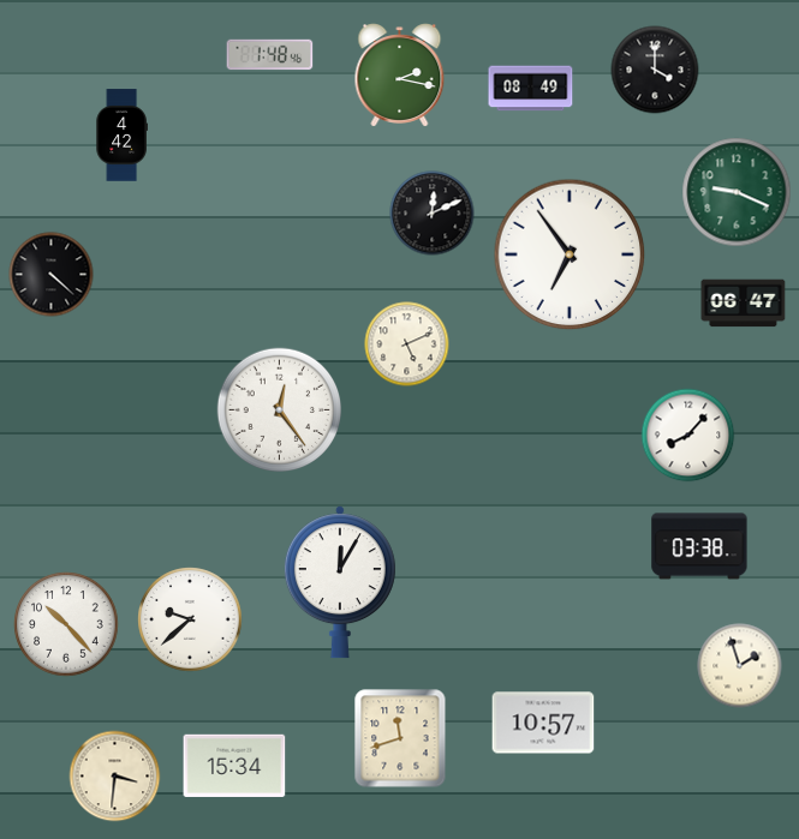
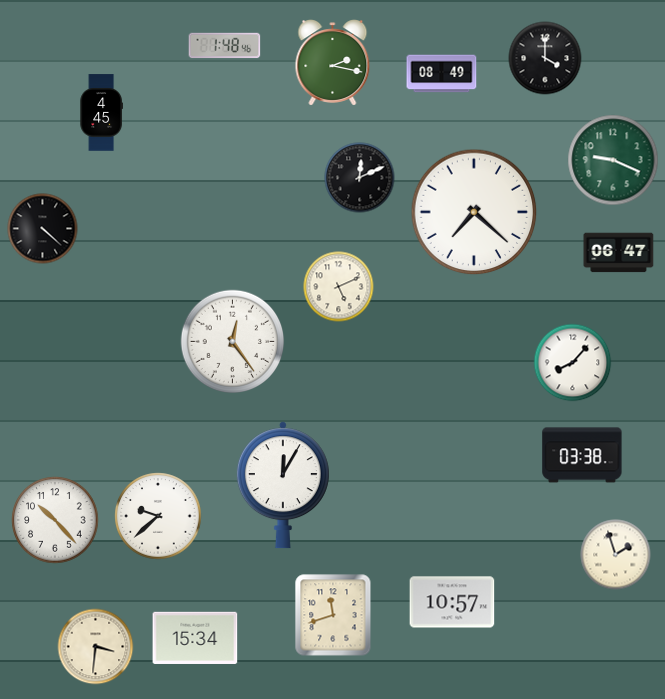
clock at (121, 136): 4:42 -> 4:45
clock at (570, 254): 6:54 -> 7:22
